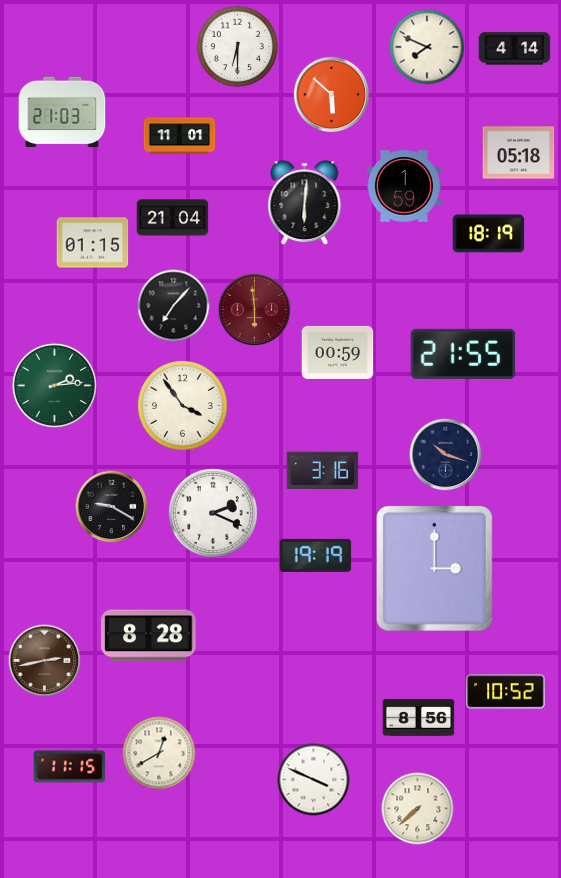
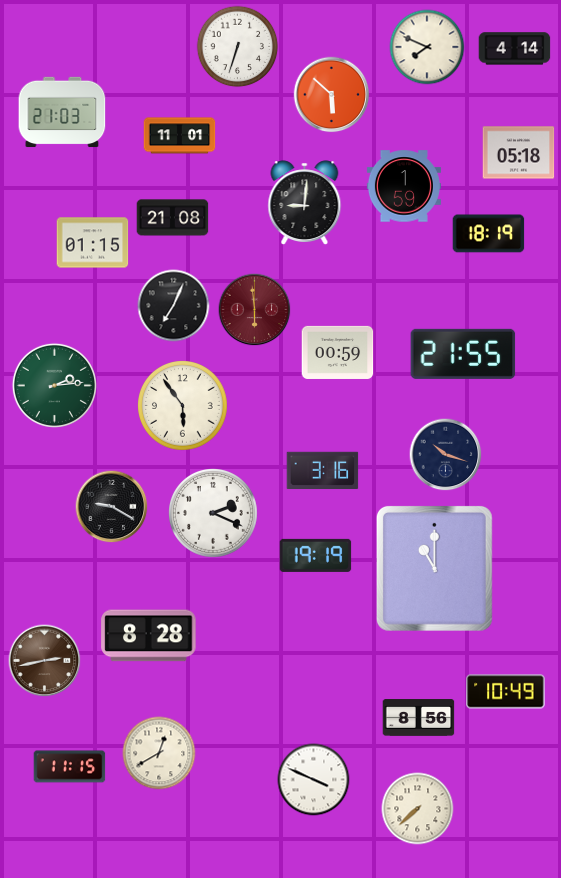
clock at (238, 47): 6:30 -> 6:33
clock at (305, 202): 6:01 -> 9:01
clock at (173, 218): 21:04 -> 21:08
clock at (174, 306): 7:07 -> 7:04
clock at (183, 406): 3:54 -> 5:54
clock at (434, 568): 3:00 -> 11:00
clock at (506, 692): 10:52 -> 10:49
